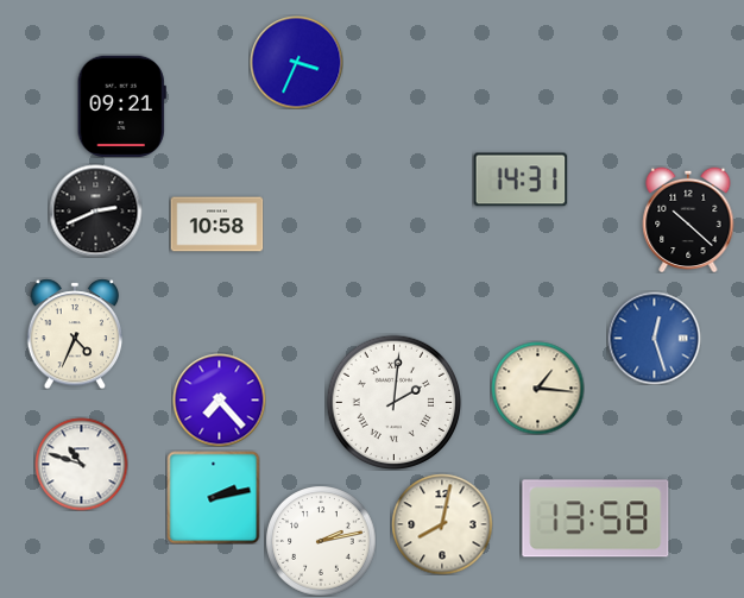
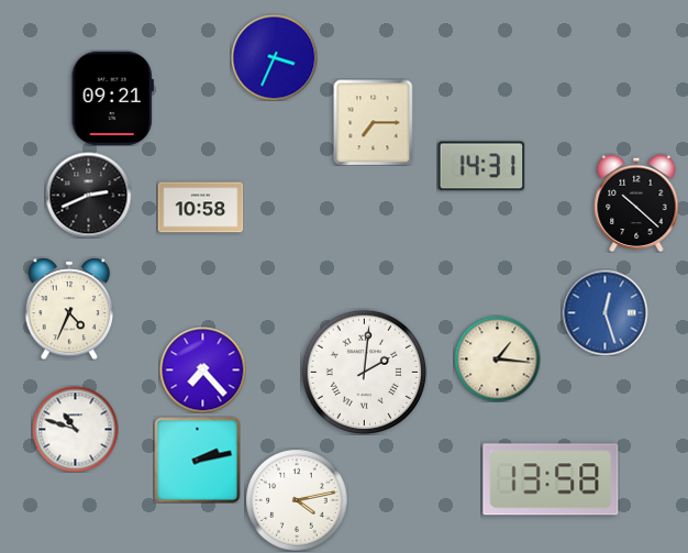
clock at (374, 122): none -> 7:15
clock at (442, 524): 8:02 -> none
clock at (321, 541): 2:13 -> 4:13
